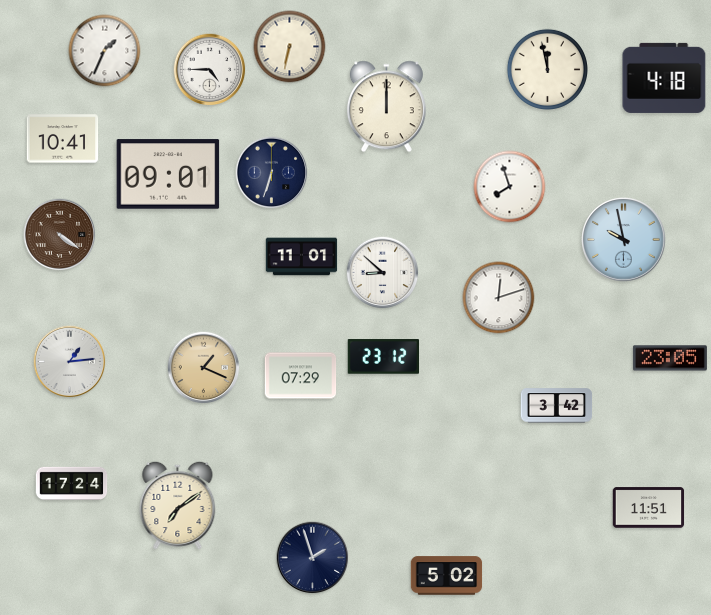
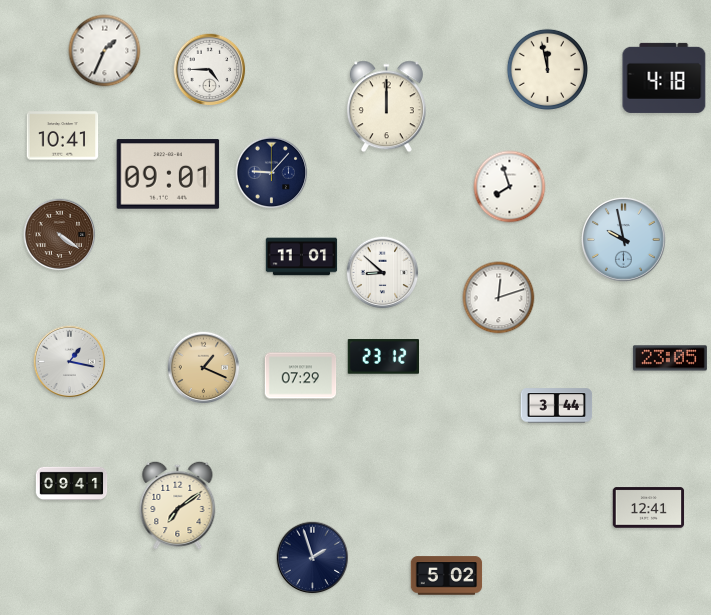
clock at (290, 47): 6:32 -> none
clock at (63, 139) position: (63, 139) -> (63, 136)
clock at (272, 173): 6:33 -> 9:07
clock at (70, 362): 1:14 -> 1:17
clock at (557, 406): 3:42 -> 3:44
clock at (72, 483): 17:24 -> 09:41
clock at (649, 508): 11:51 -> 12:41
